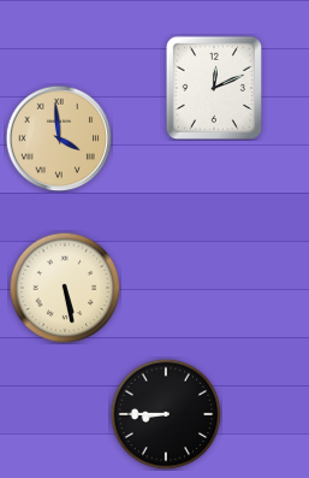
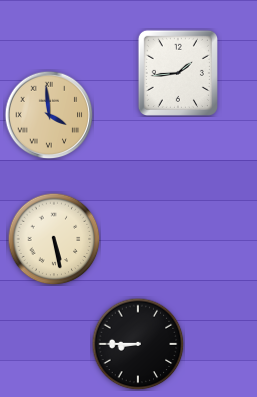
clock at (214, 88): 12:11 -> 1:44
